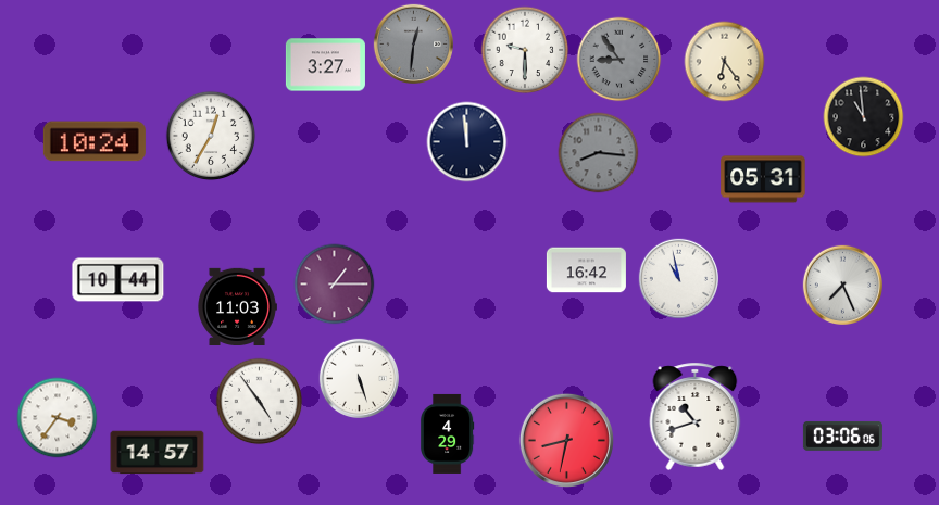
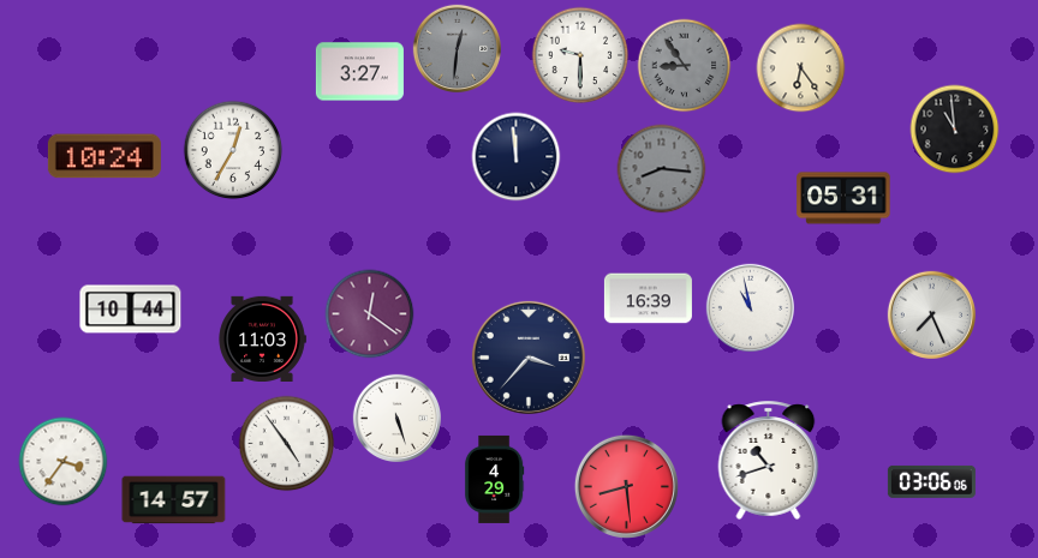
clock at (586, 270): 16:42 -> 16:39
clock at (335, 285): 1:15 -> 12:21
clock at (529, 358): none -> 3:37
clock at (566, 440): 8:32 -> 8:29
